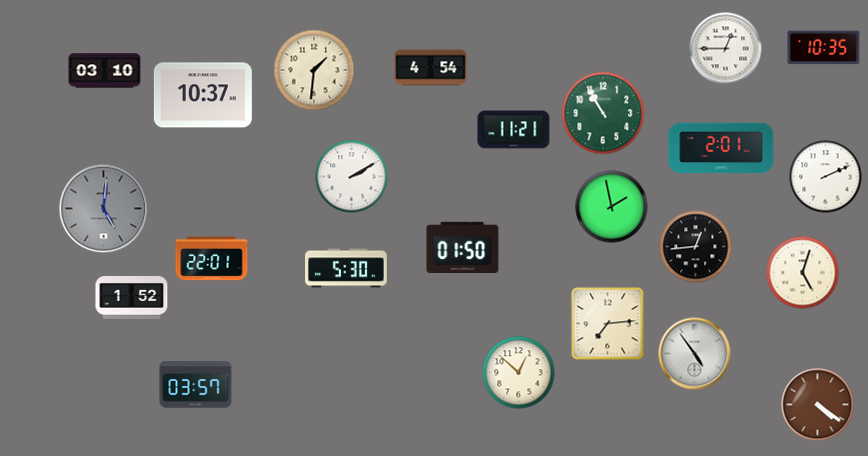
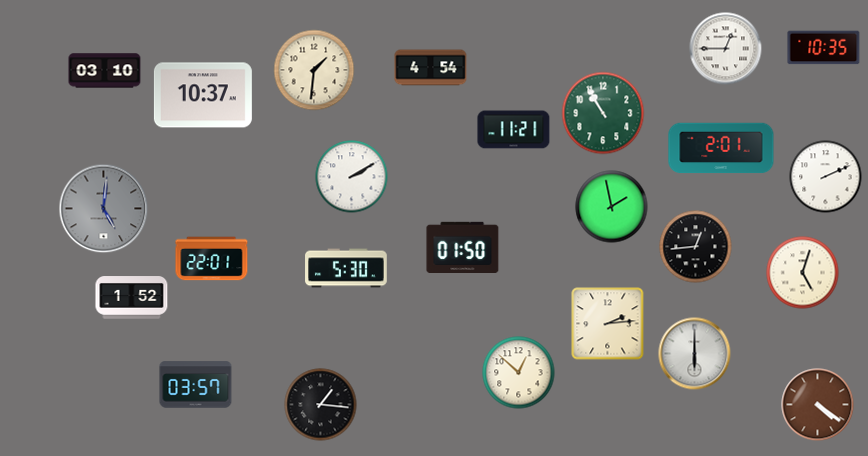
clock at (608, 324): 7:14 -> 2:14
clock at (695, 354): 4:54 -> 6:00
clock at (321, 405): none -> 1:16
